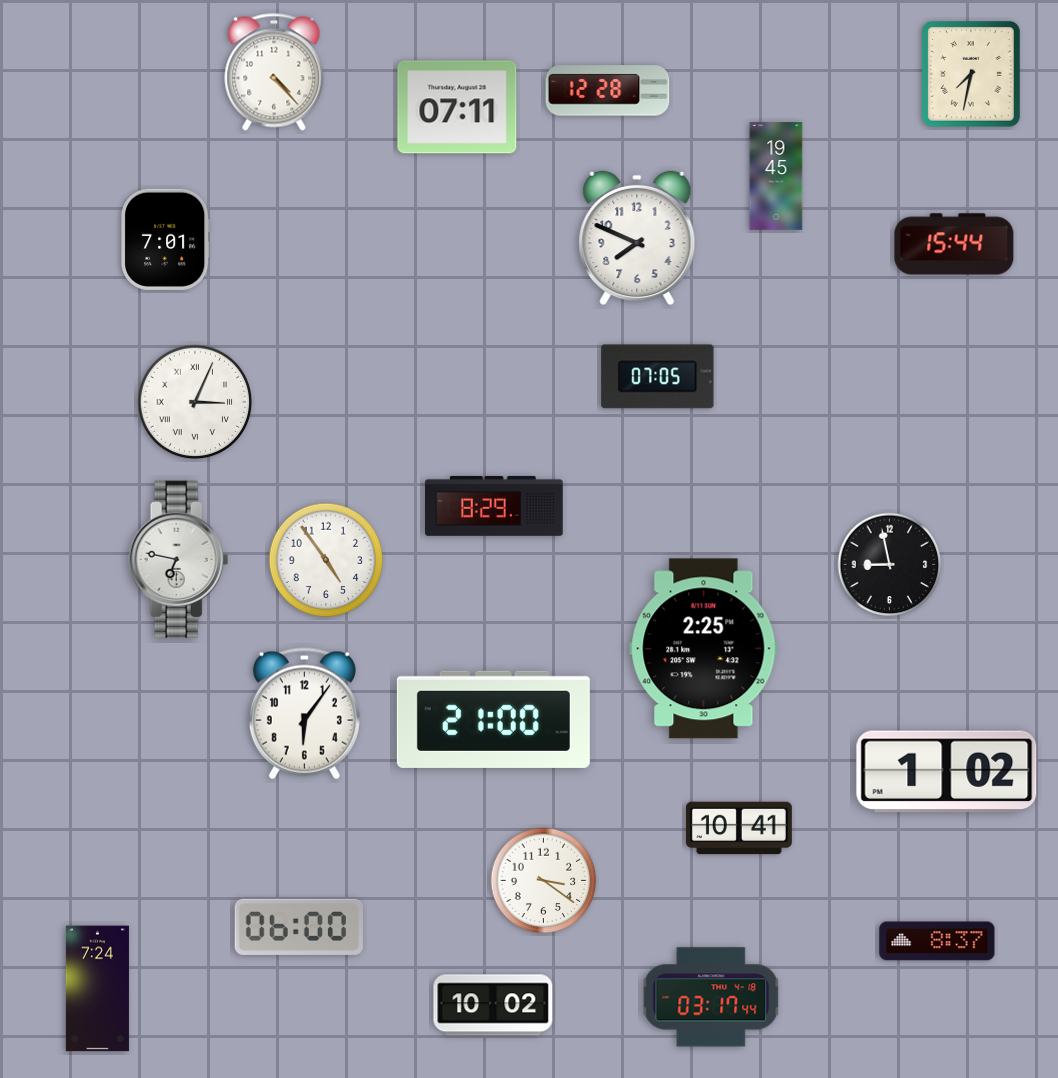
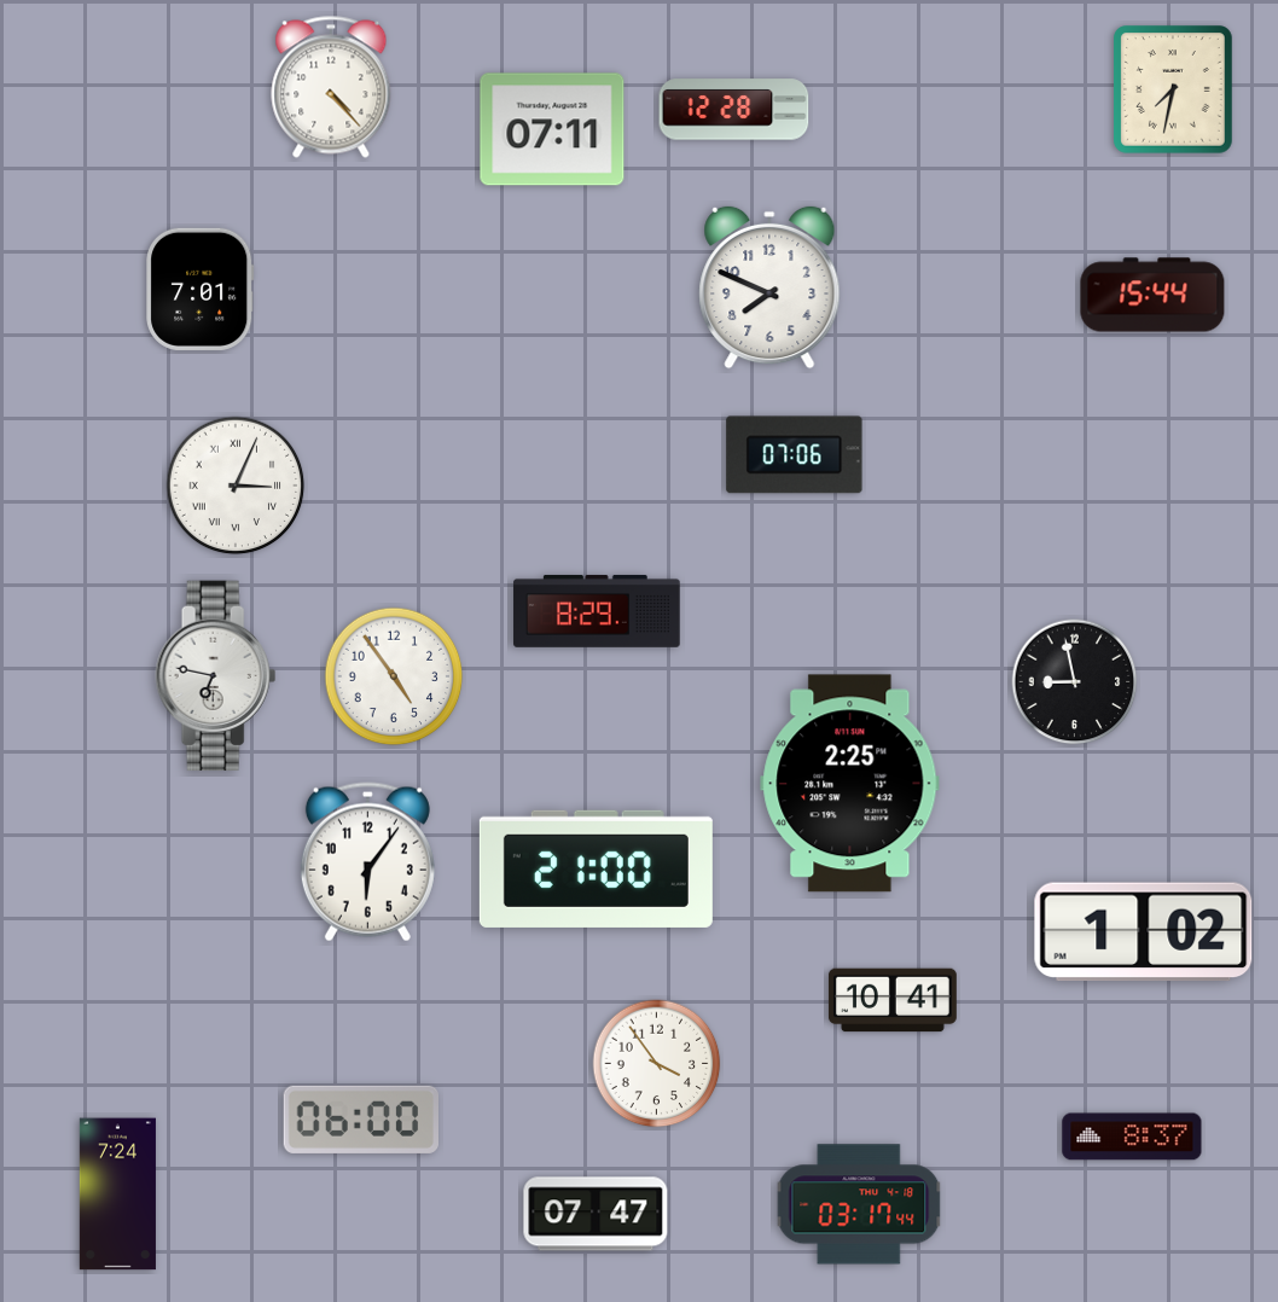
clock at (776, 176): 19:45 -> none
clock at (658, 377): 07:05 -> 07:06
clock at (544, 881): 3:21 -> 3:54
clock at (493, 1005): 10:02 -> 07:47
